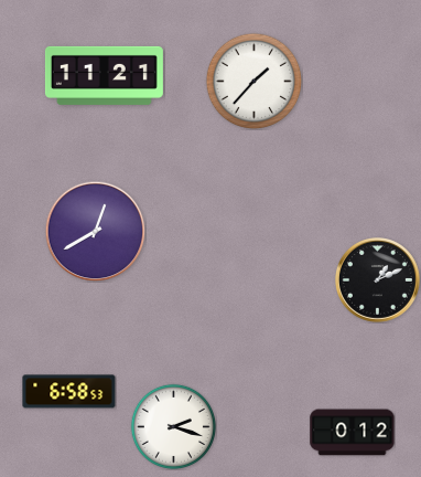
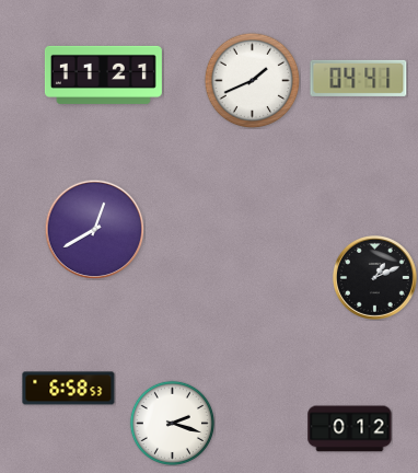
clock at (359, 78): none -> 04:41
clock at (253, 81): 1:37 -> 1:41
